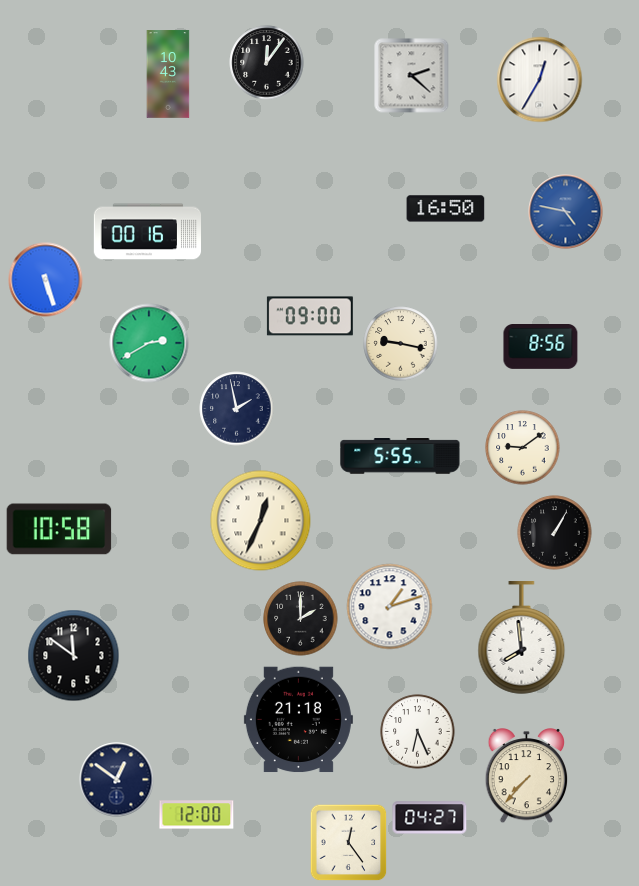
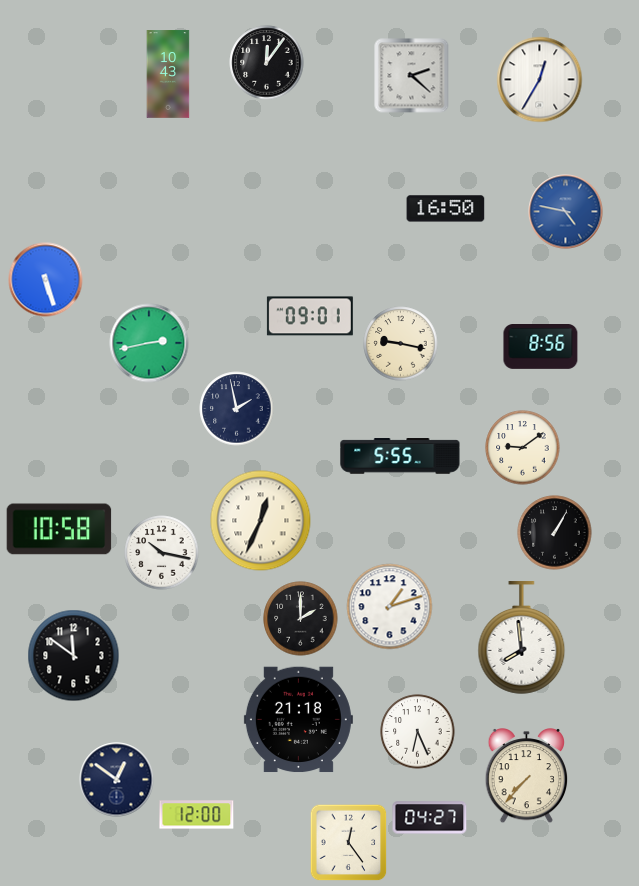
clock at (147, 232): 00:16 -> none
clock at (310, 316): 09:00 -> 09:01
clock at (149, 343): 2:40 -> 2:43
clock at (162, 553): none -> 10:17
